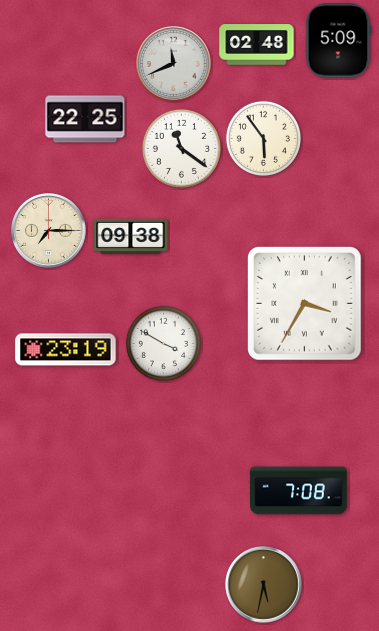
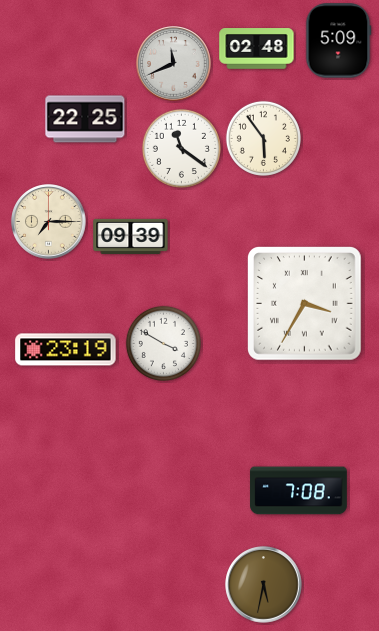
clock at (257, 45) position: (257, 45) -> (257, 49)
clock at (49, 231) position: (49, 231) -> (49, 222)
clock at (131, 236): 09:38 -> 09:39
